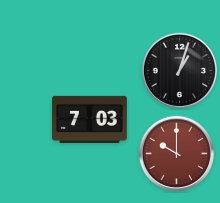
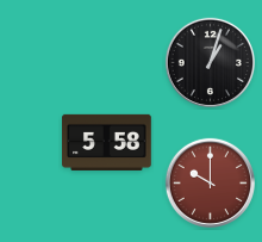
clock at (179, 70) position: (179, 70) -> (210, 62)
clock at (90, 119): 7:03 -> 5:58
